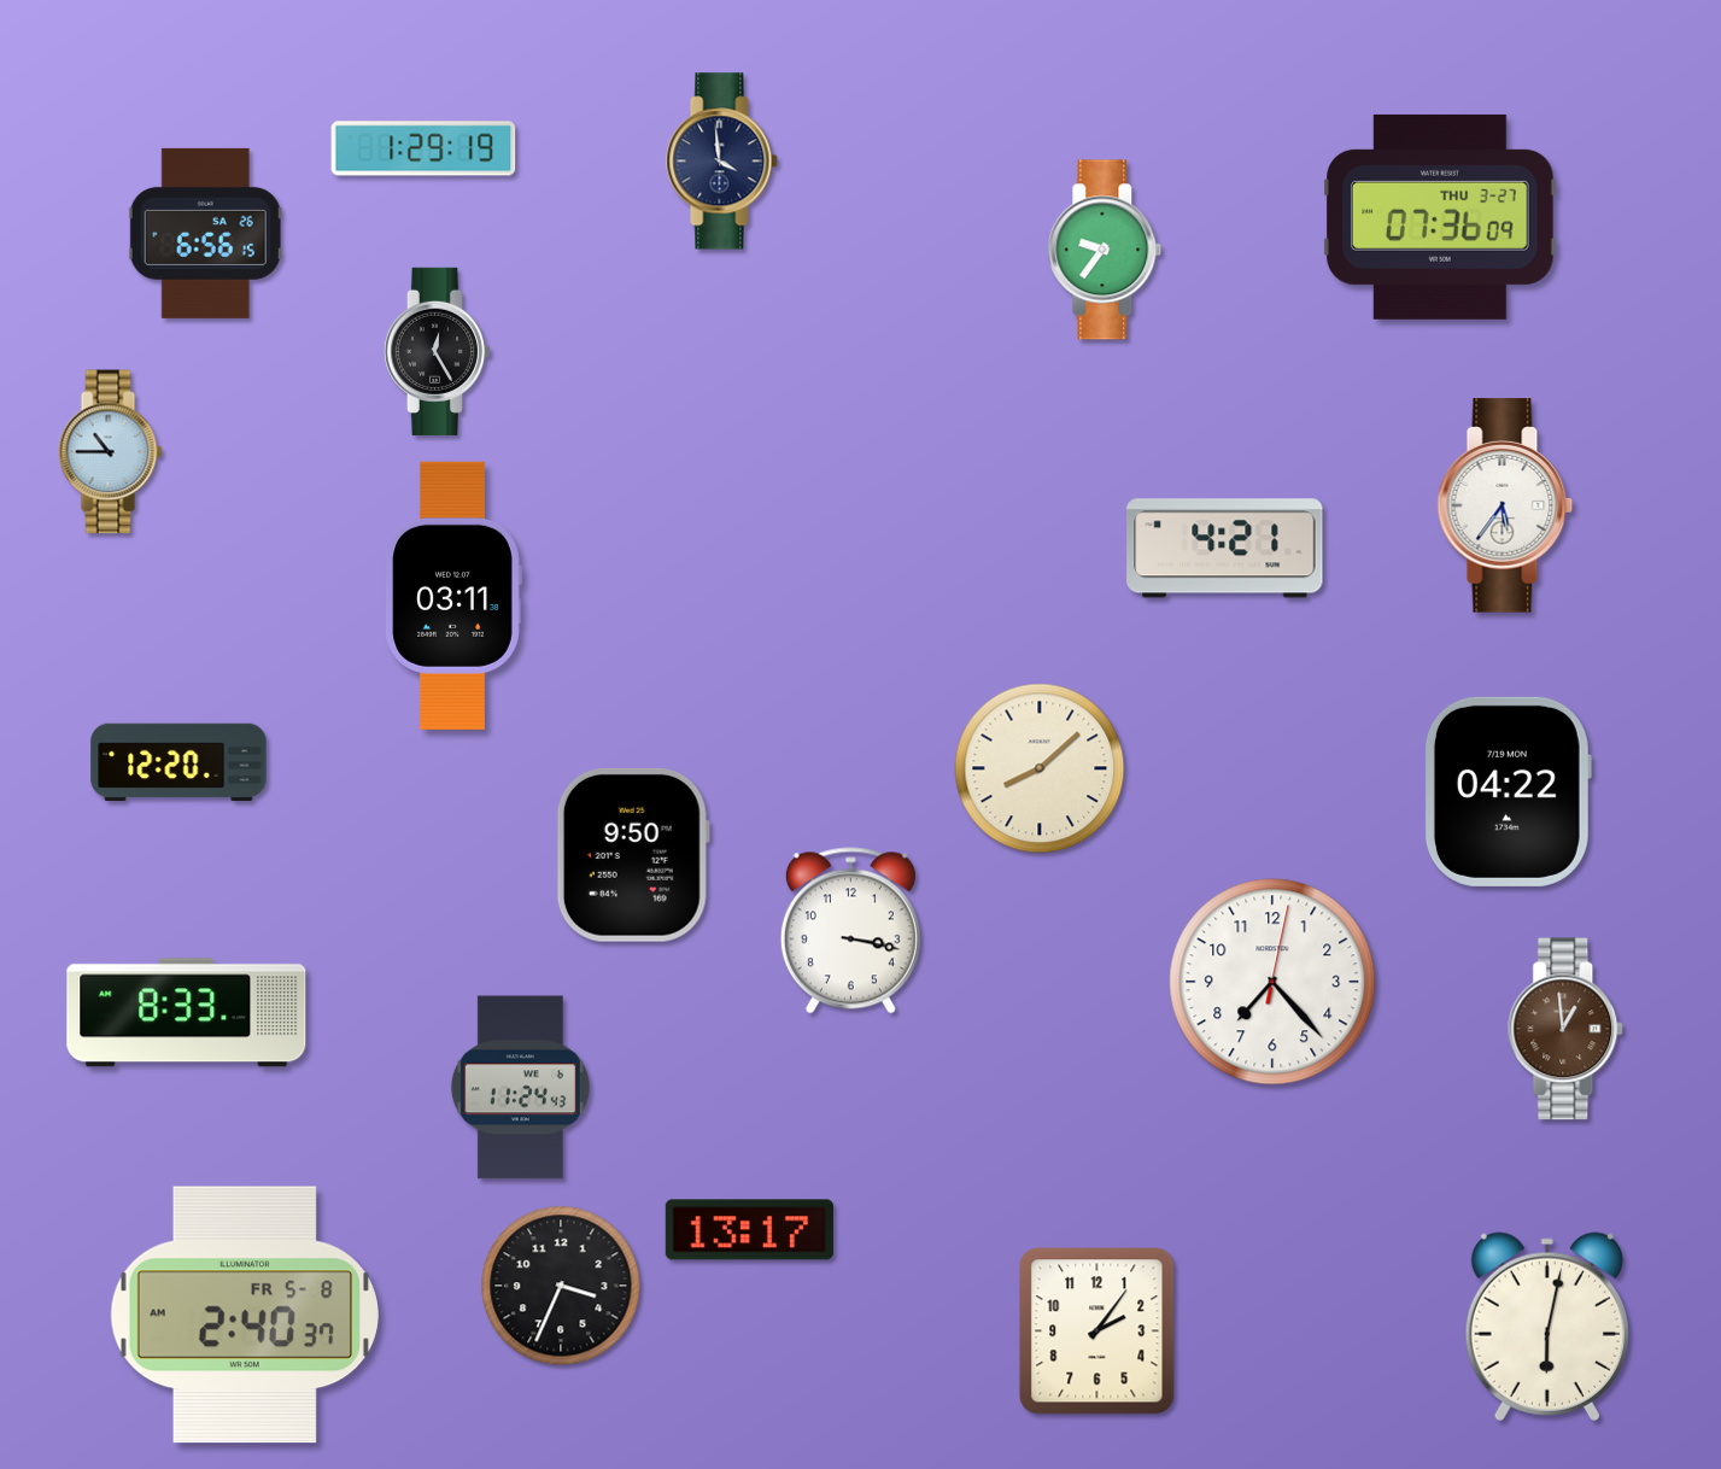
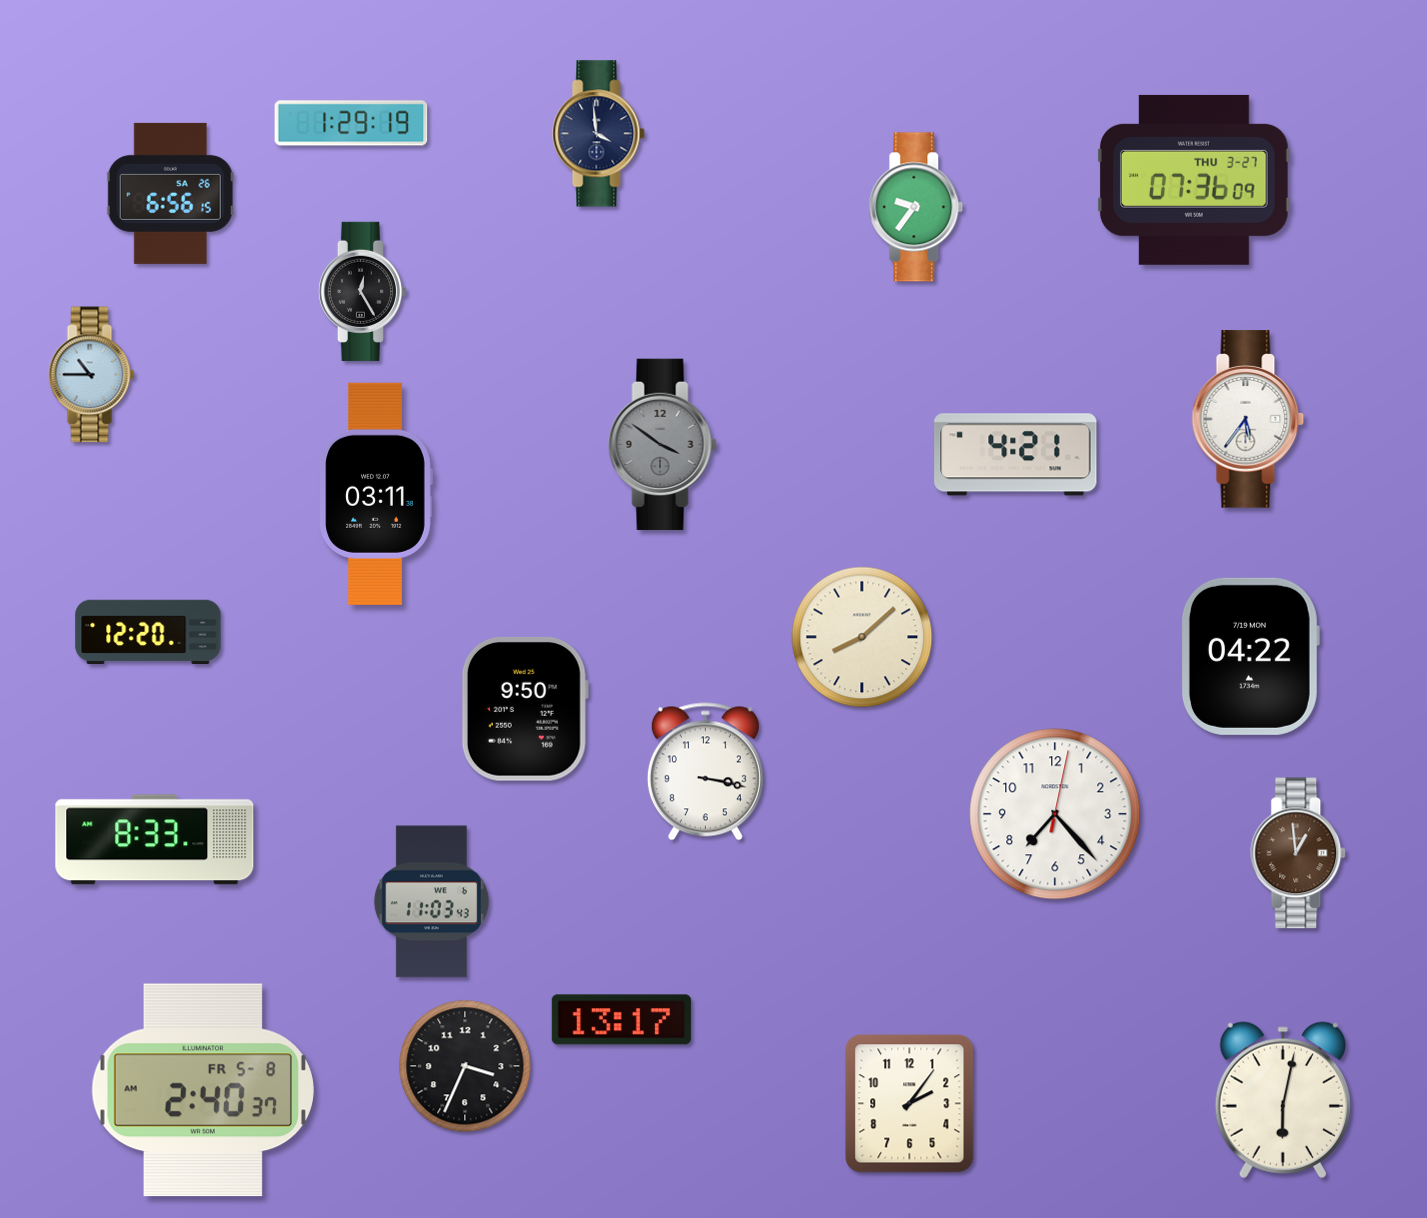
clock at (663, 444): none -> 3:51
clock at (520, 1088): 11:24 -> 11:03
